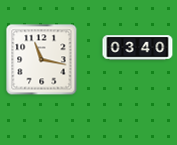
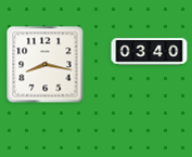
clock at (42, 60): 11:17 -> 8:17
